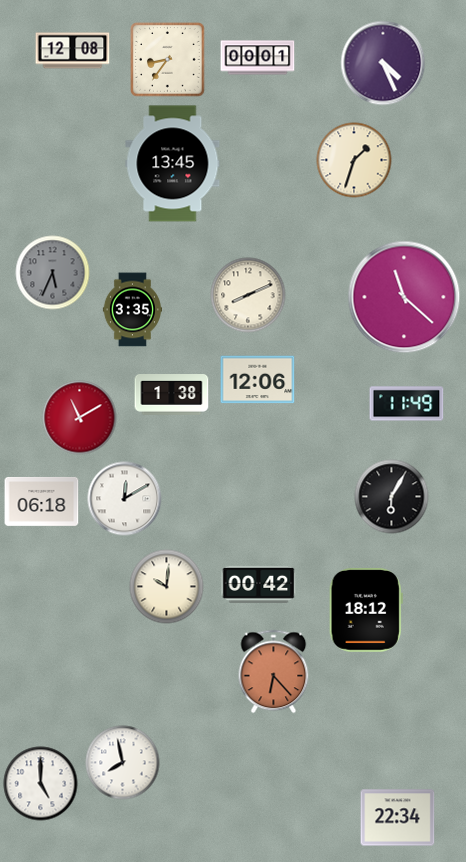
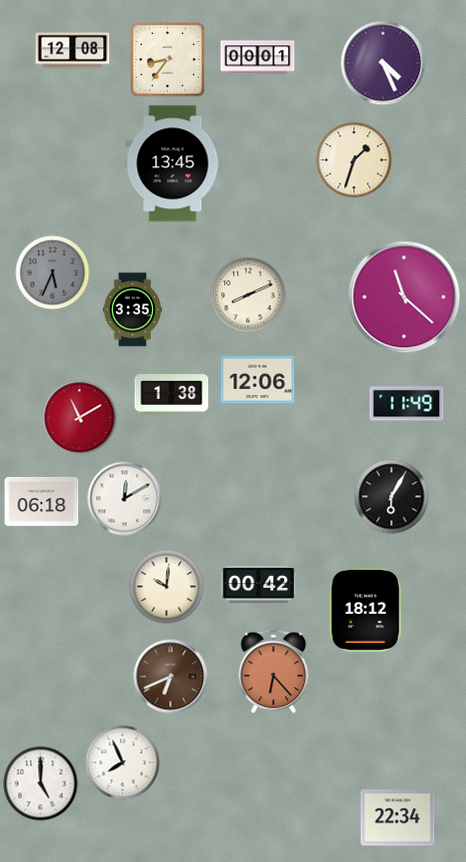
clock at (171, 677): none -> 6:41
clock at (123, 763): 7:58 -> 7:56
